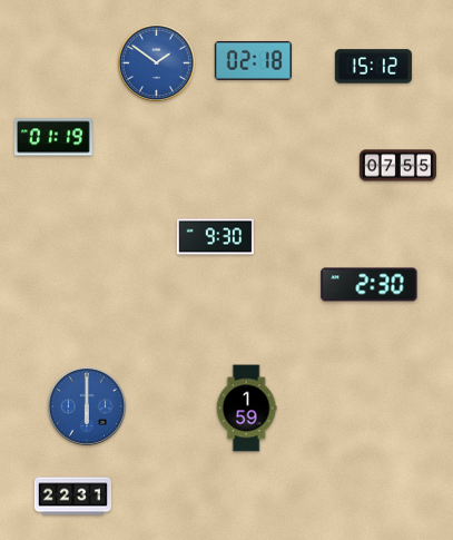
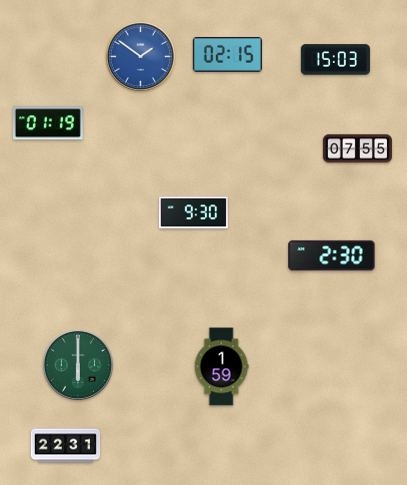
clock at (253, 61): 02:18 -> 02:15
clock at (373, 67): 15:12 -> 15:03
clock at (87, 406) dial: blue -> green
